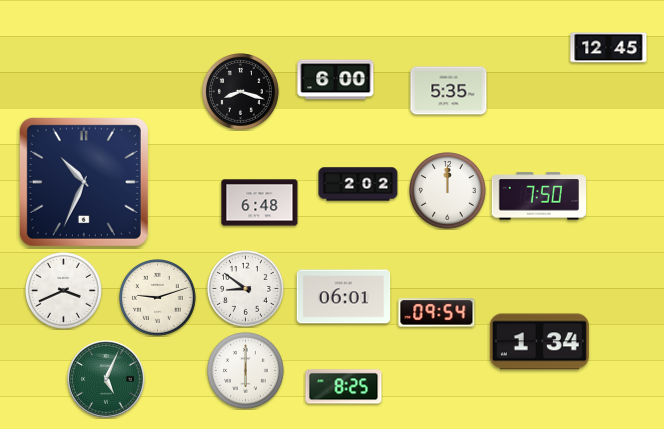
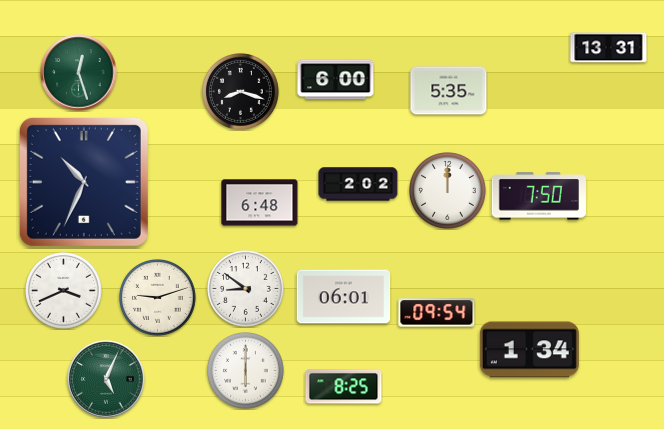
clock at (609, 48): 12:45 -> 13:31
clock at (79, 73): none -> 12:27
clock at (539, 342) position: (539, 342) -> (529, 350)
